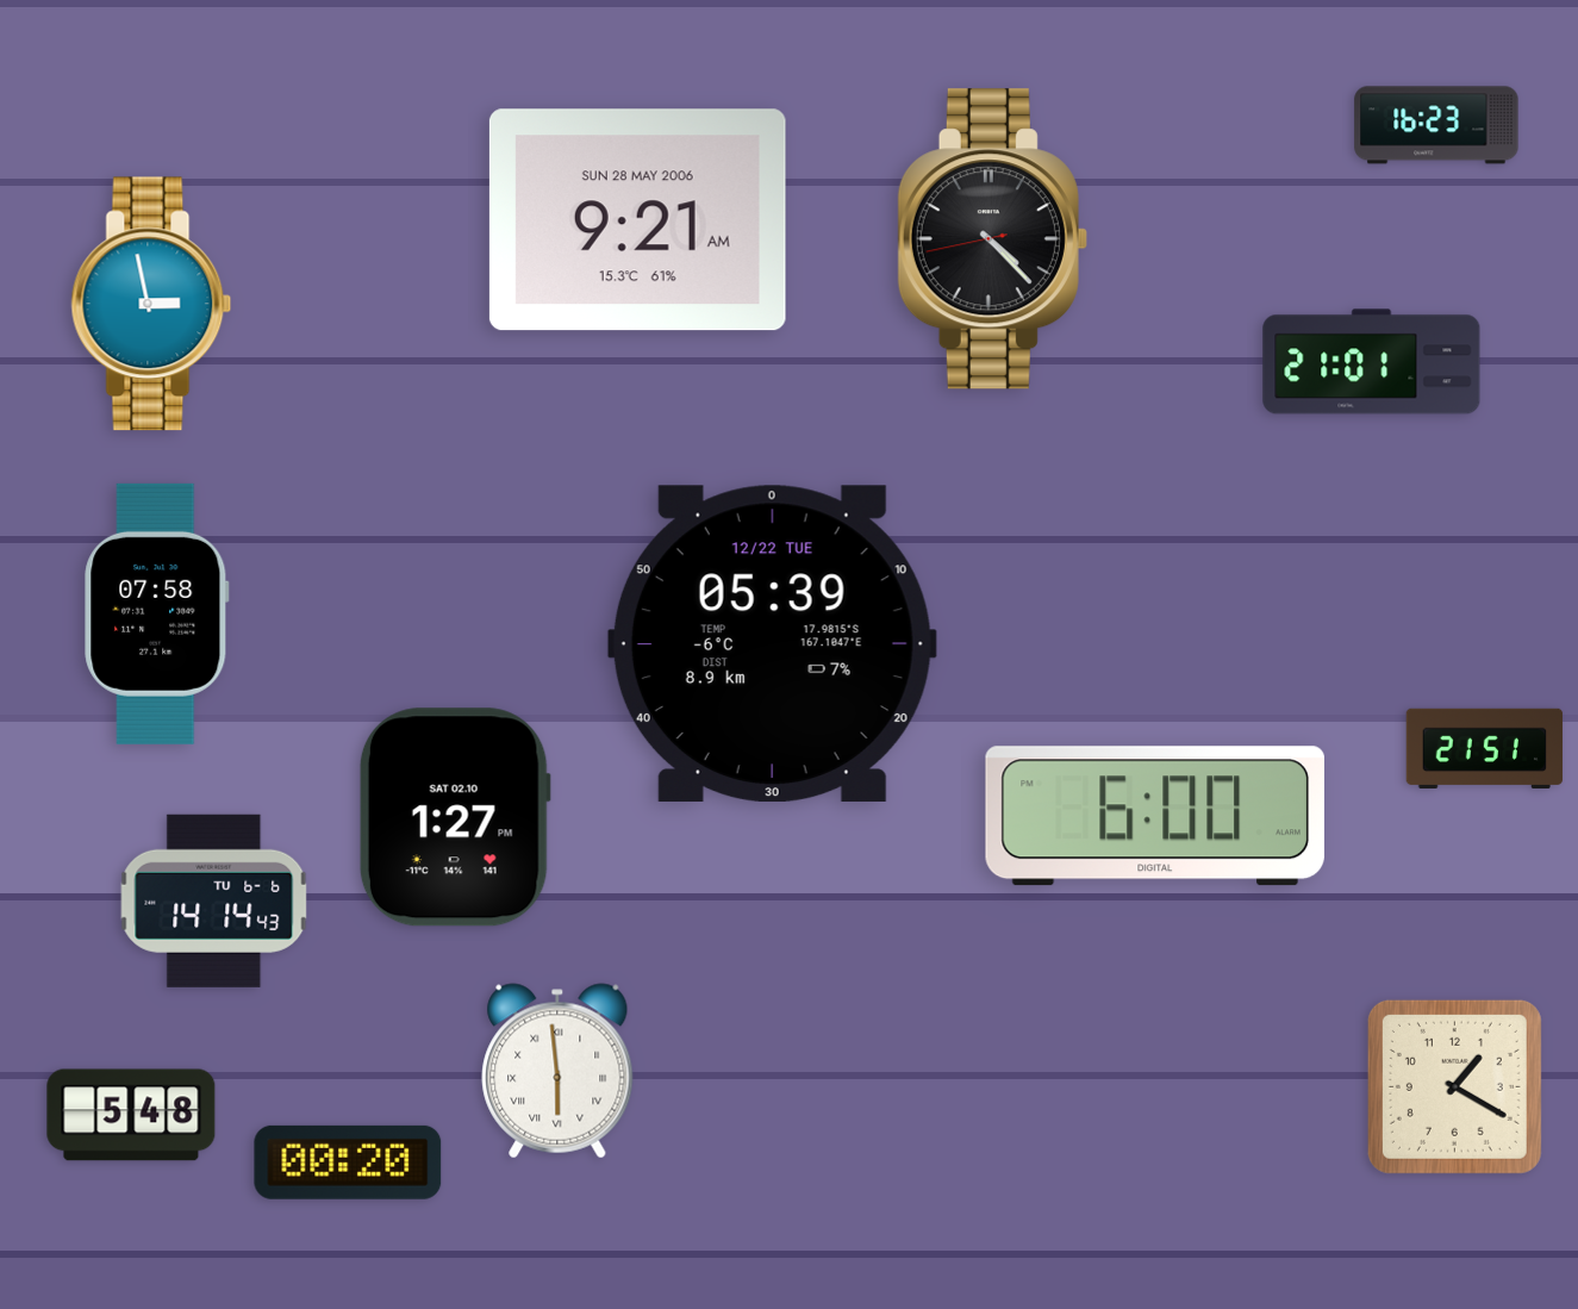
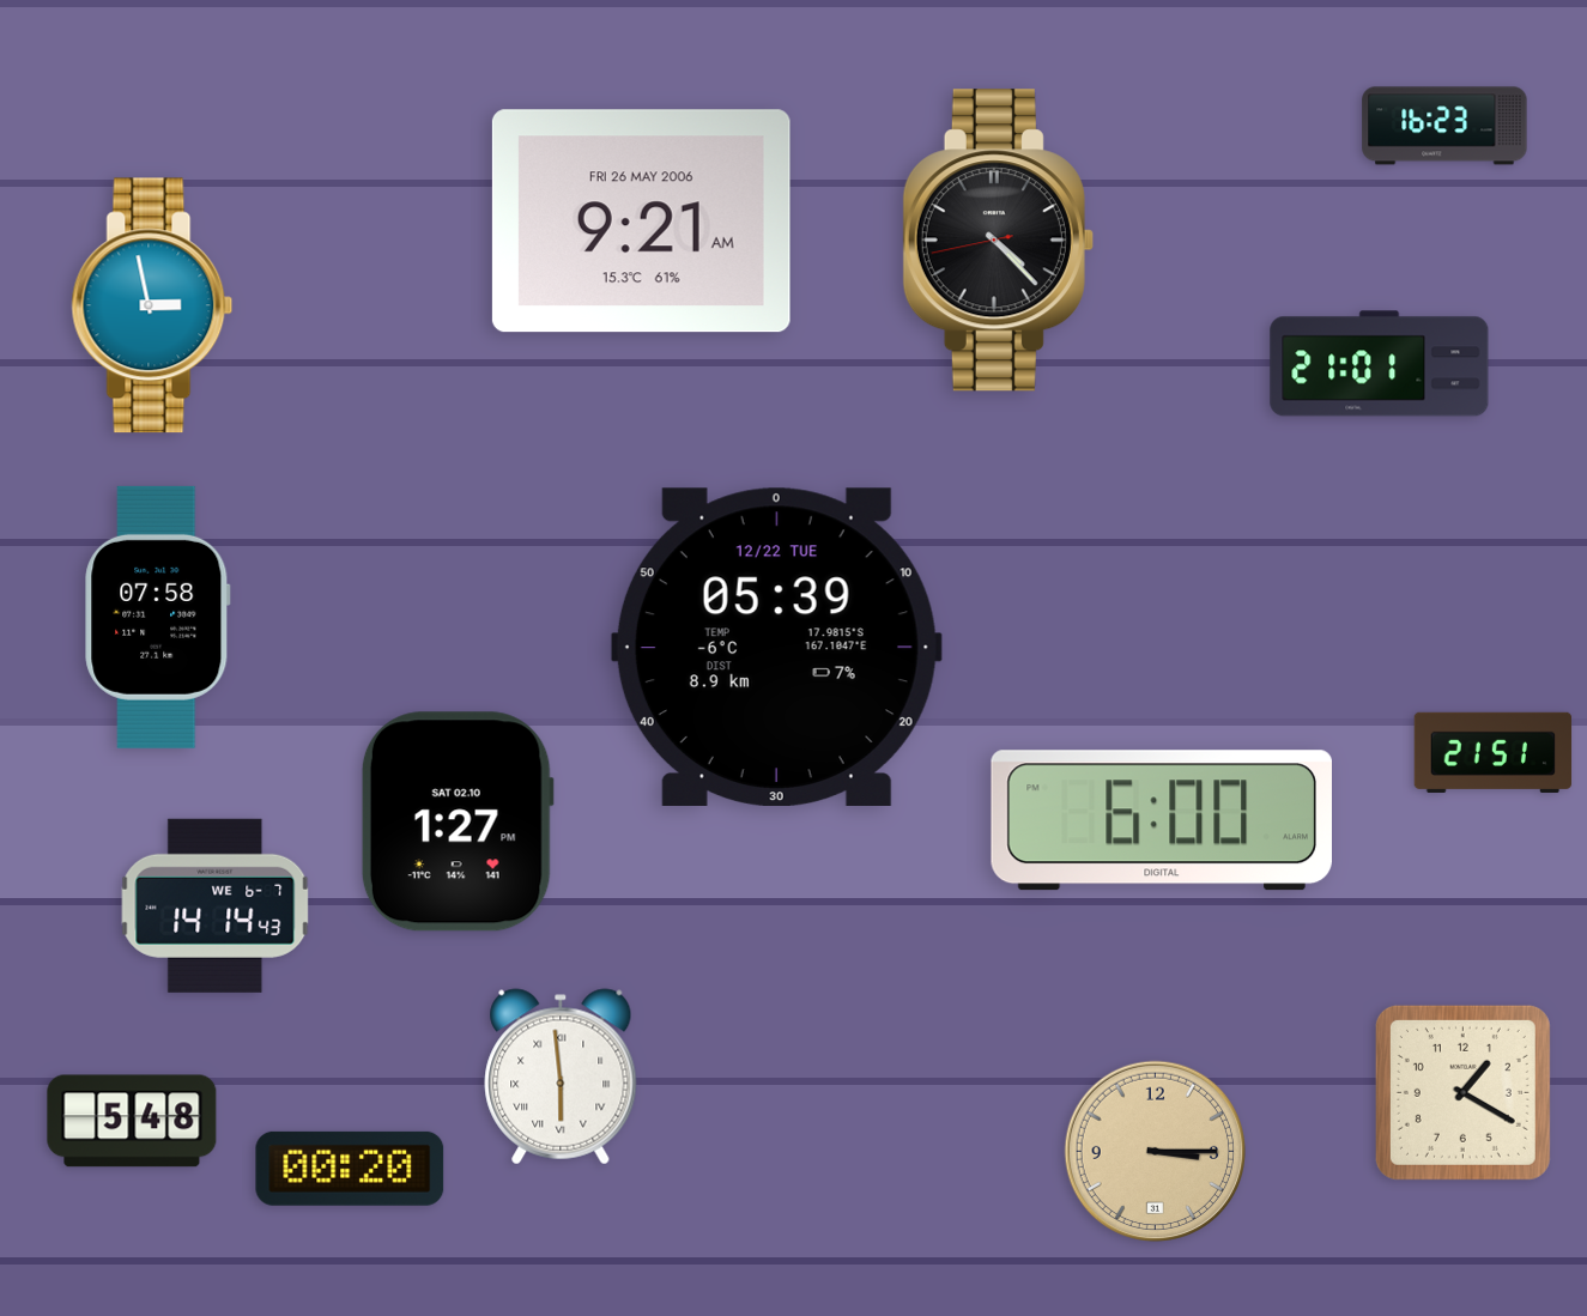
clock at (637, 220) date: SUN 28 MAY 2006 -> FRI 26 MAY 2006
clock at (214, 900) date: TU 6-6 -> WE 6-7
clock at (1155, 1151): none -> 3:15
